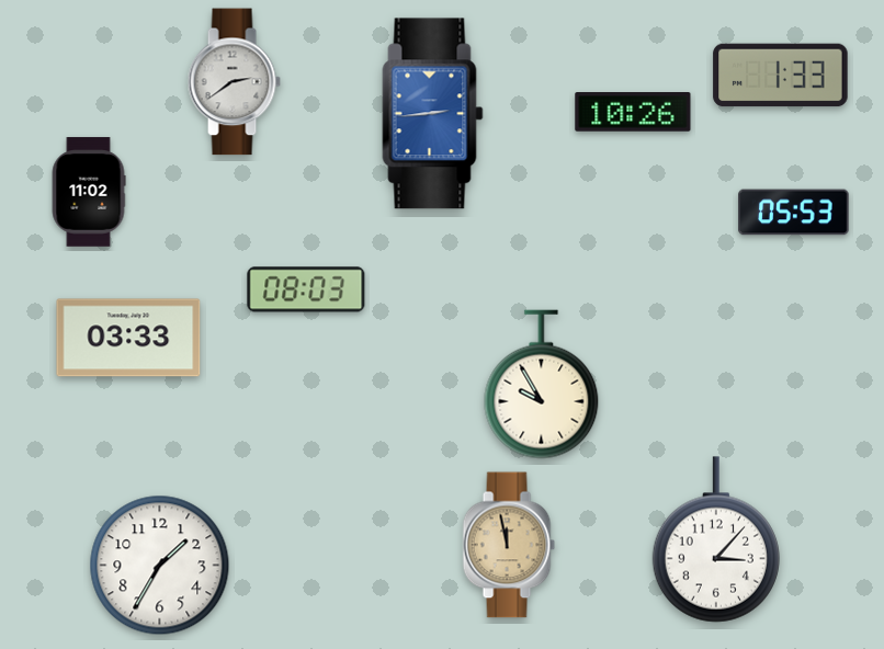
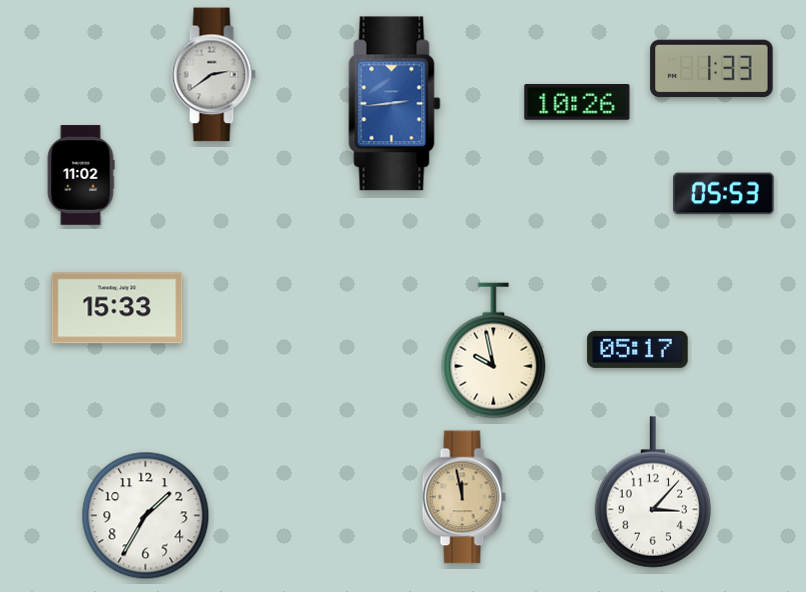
clock at (306, 289): 08:03 -> none
clock at (128, 338): 03:33 -> 15:33
clock at (638, 349): none -> 05:17
clock at (542, 385): 9:55 -> 9:58
